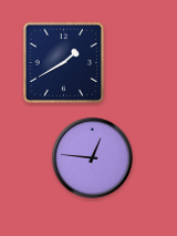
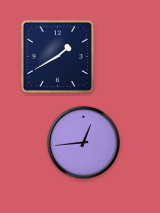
clock at (93, 158): 12:46 -> 12:44
